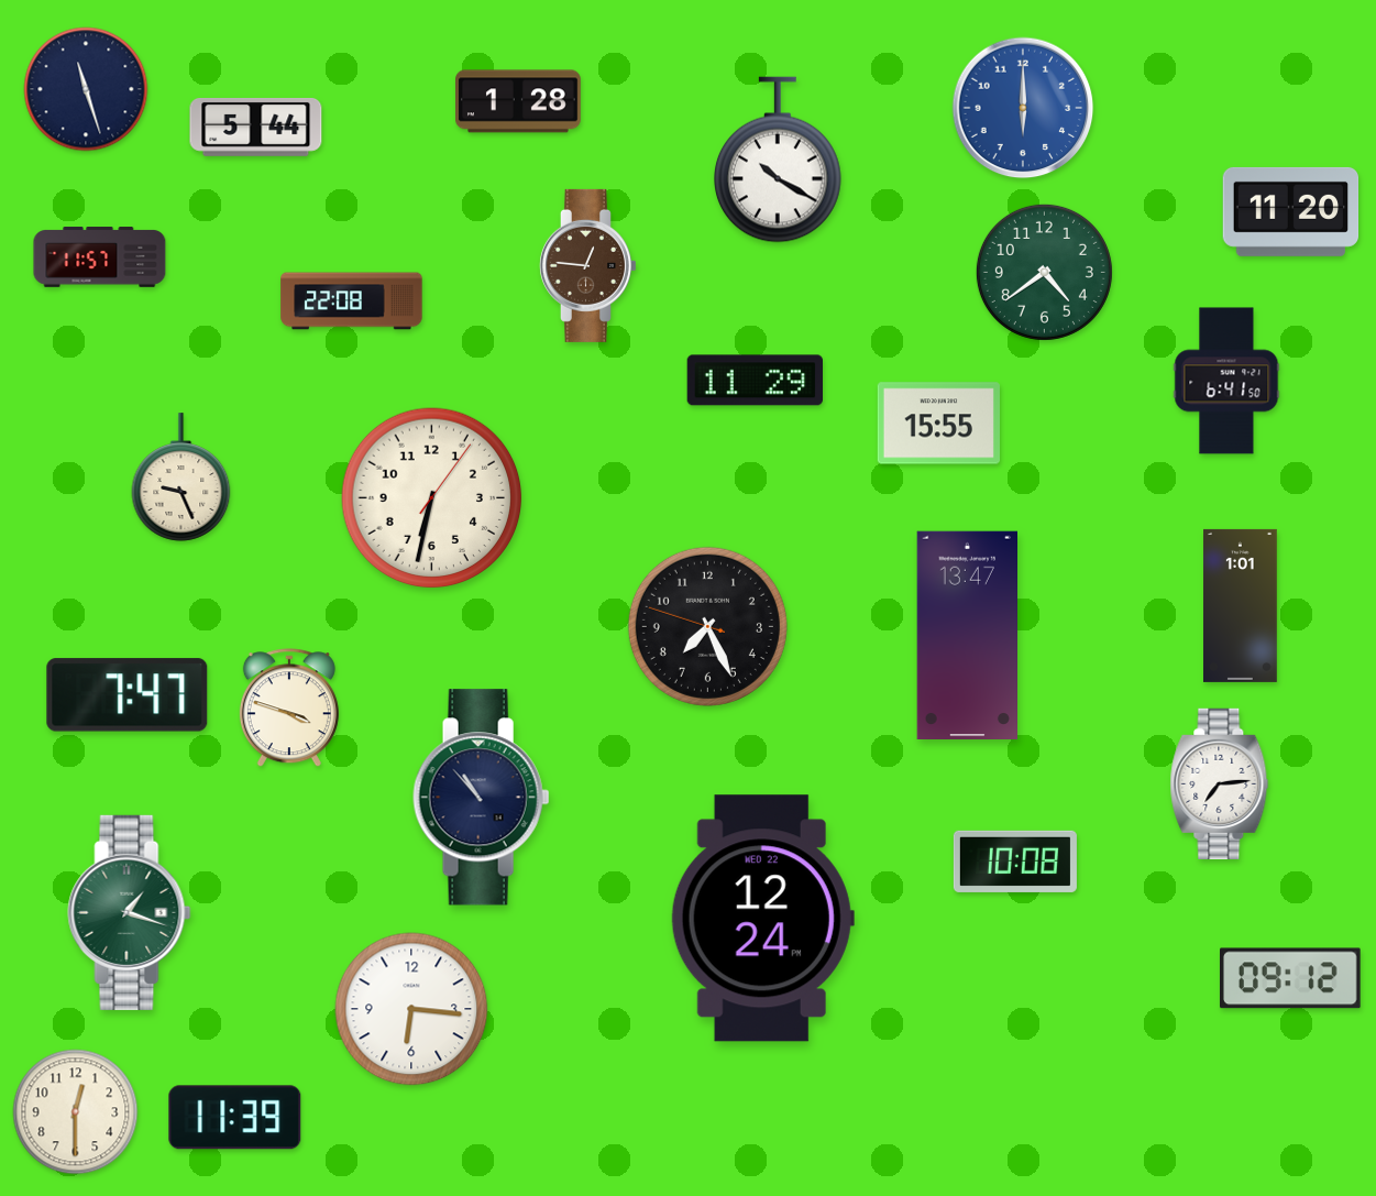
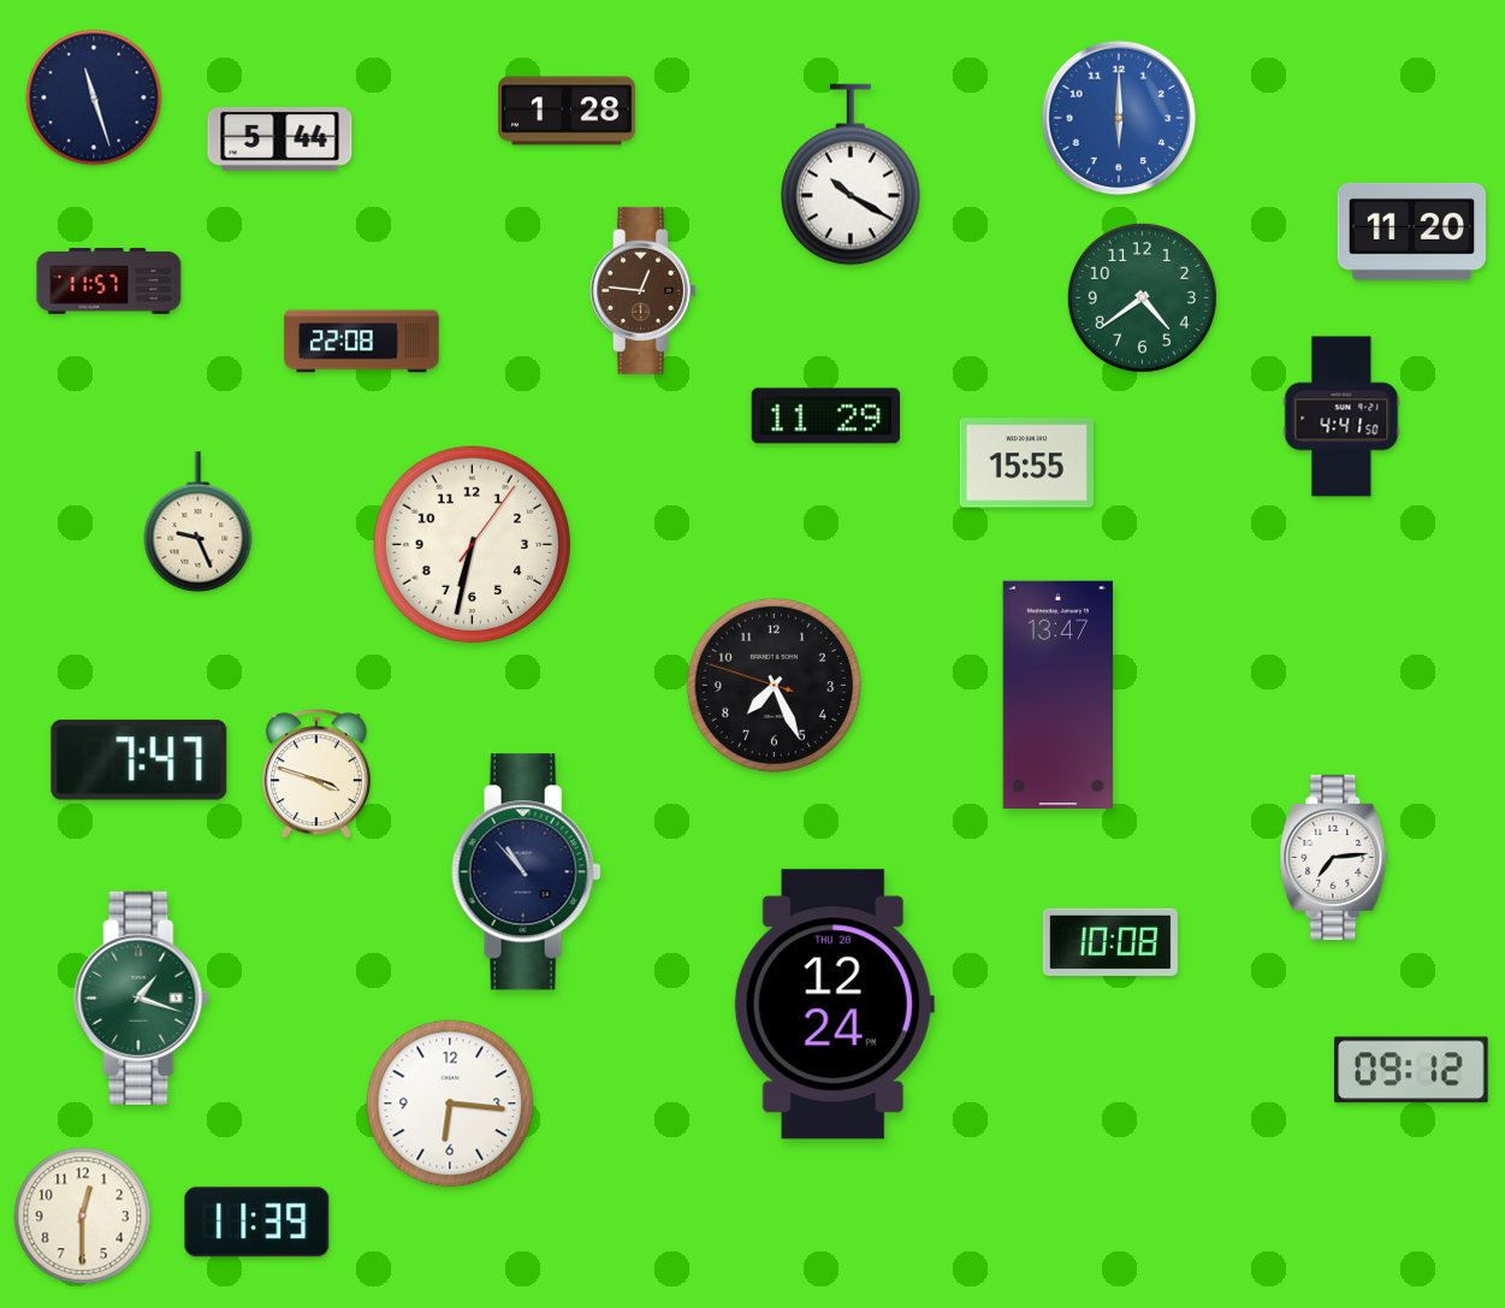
clock at (352, 301) position: (352, 301) -> (362, 342)
clock at (1226, 381): 6:41 -> 4:41
clock at (1241, 605): 1:01 -> none
clock at (762, 919) date: WED 22 -> THU 20
